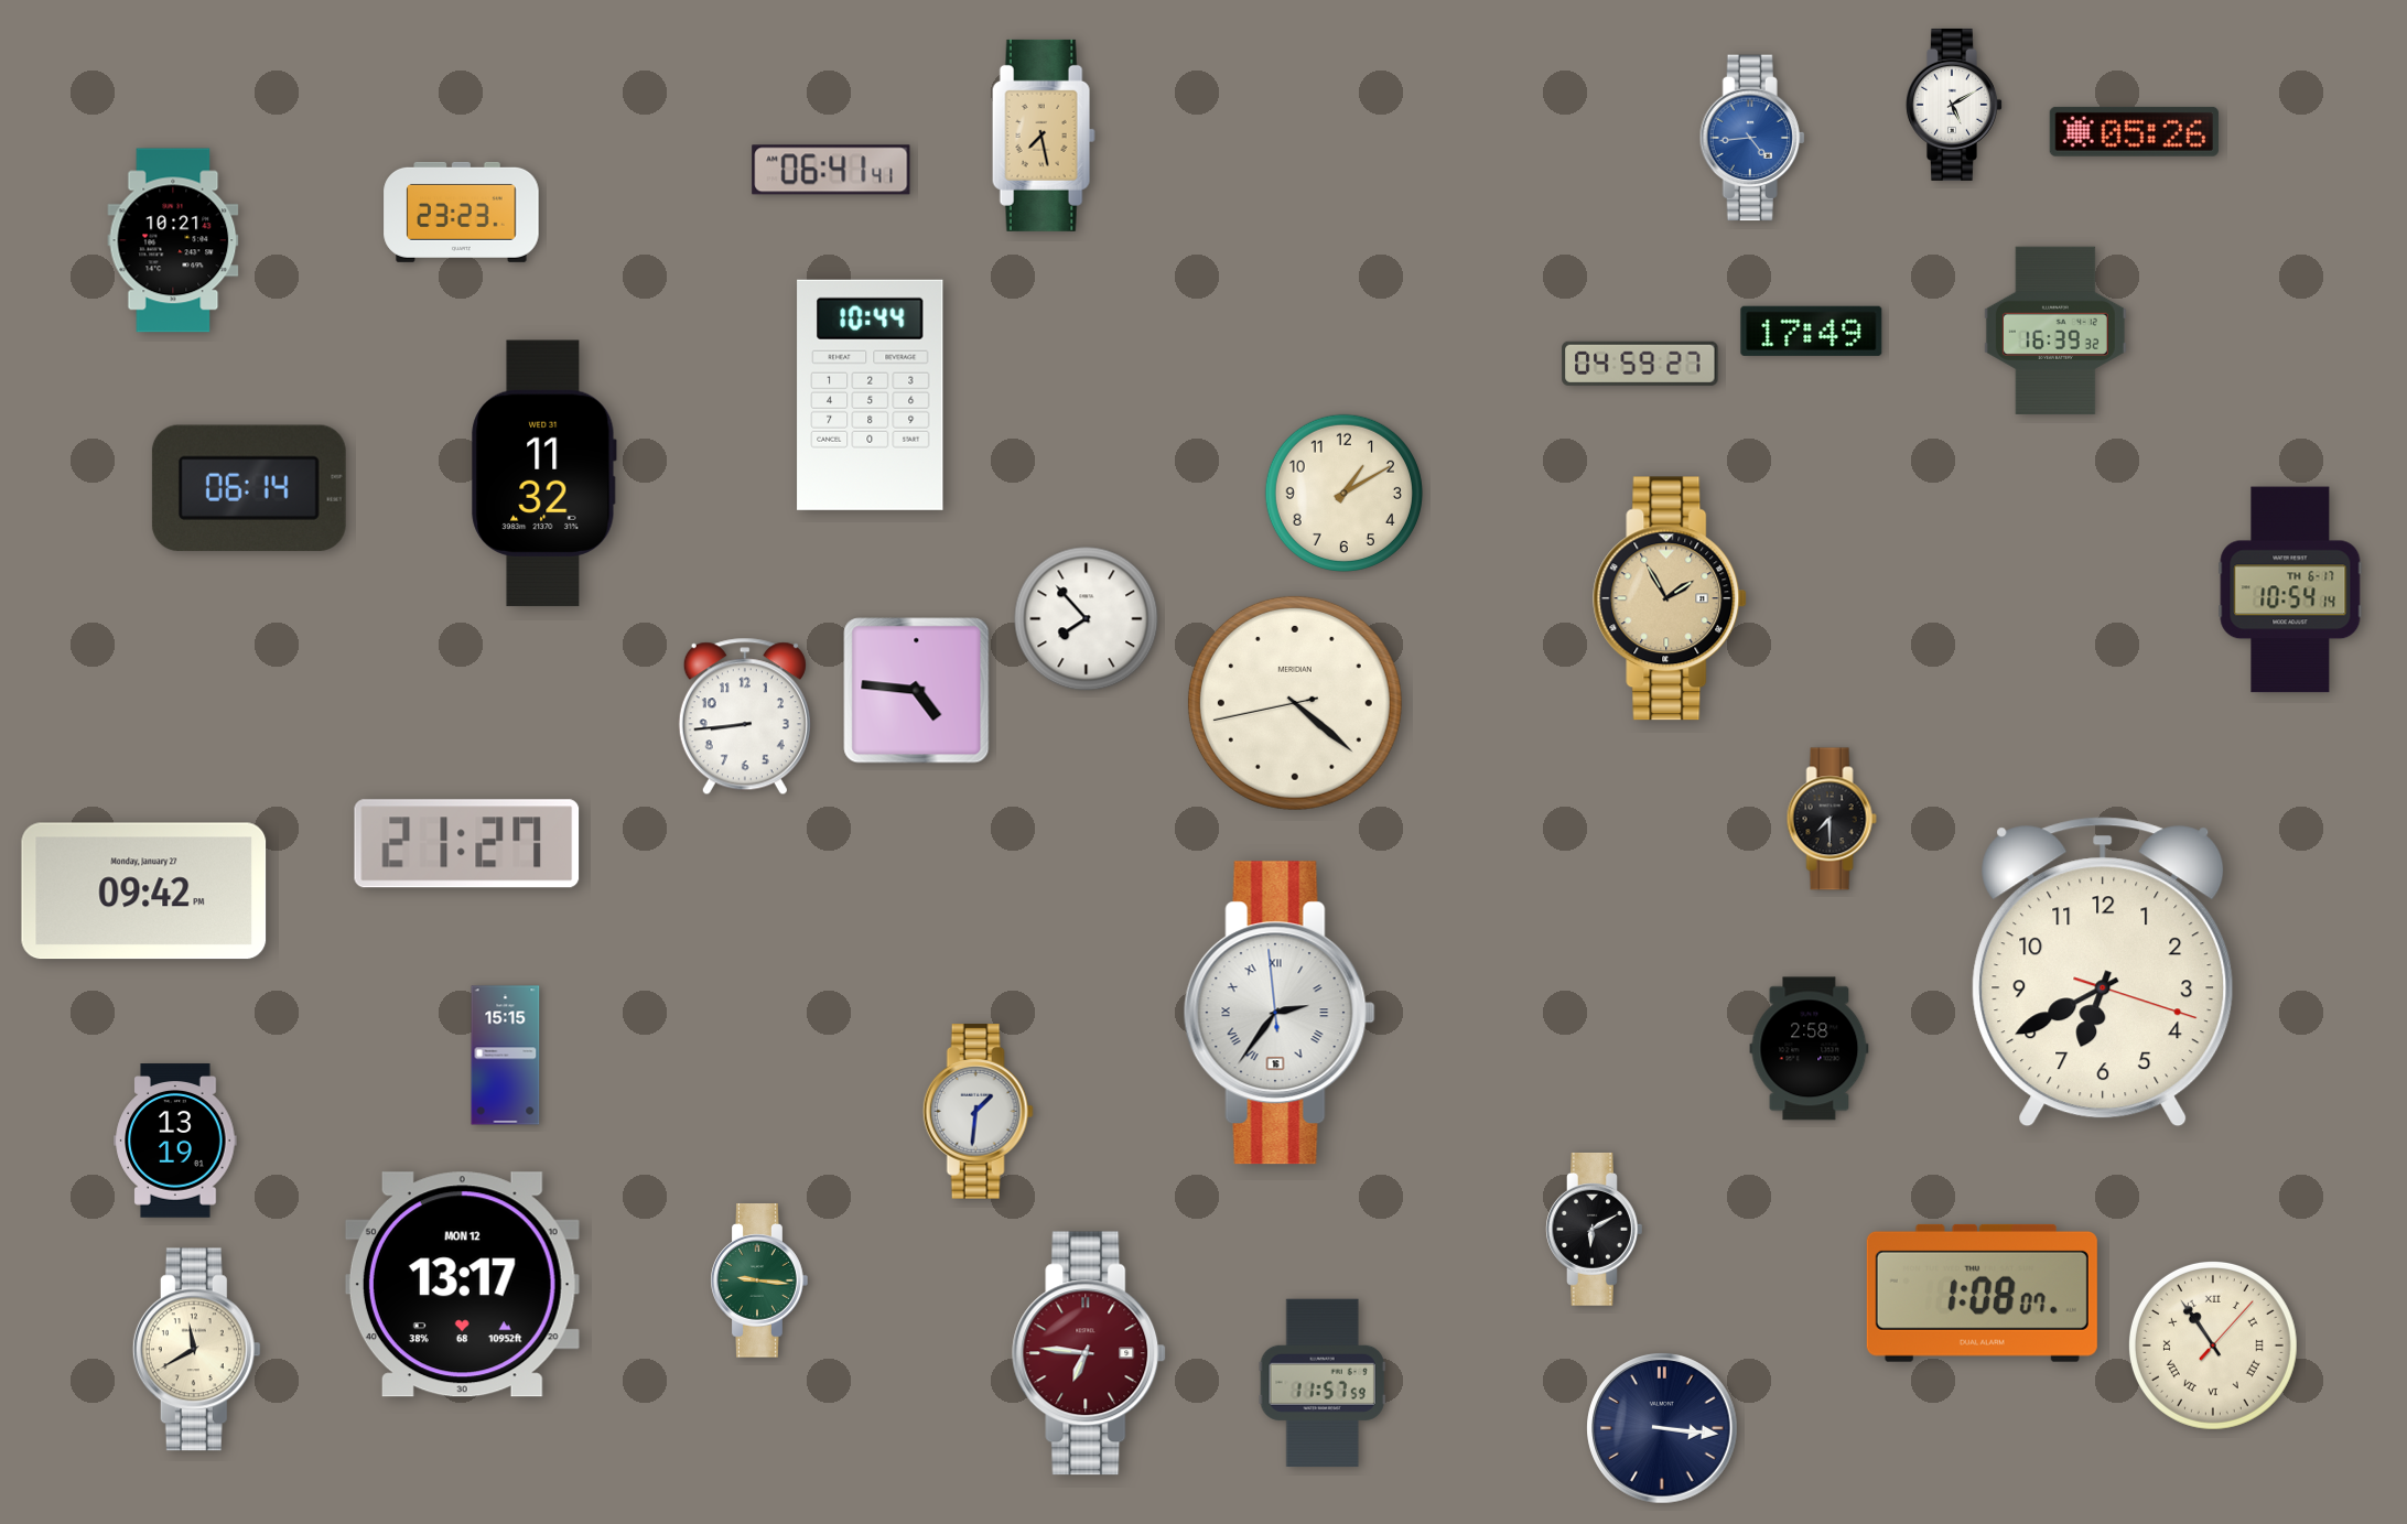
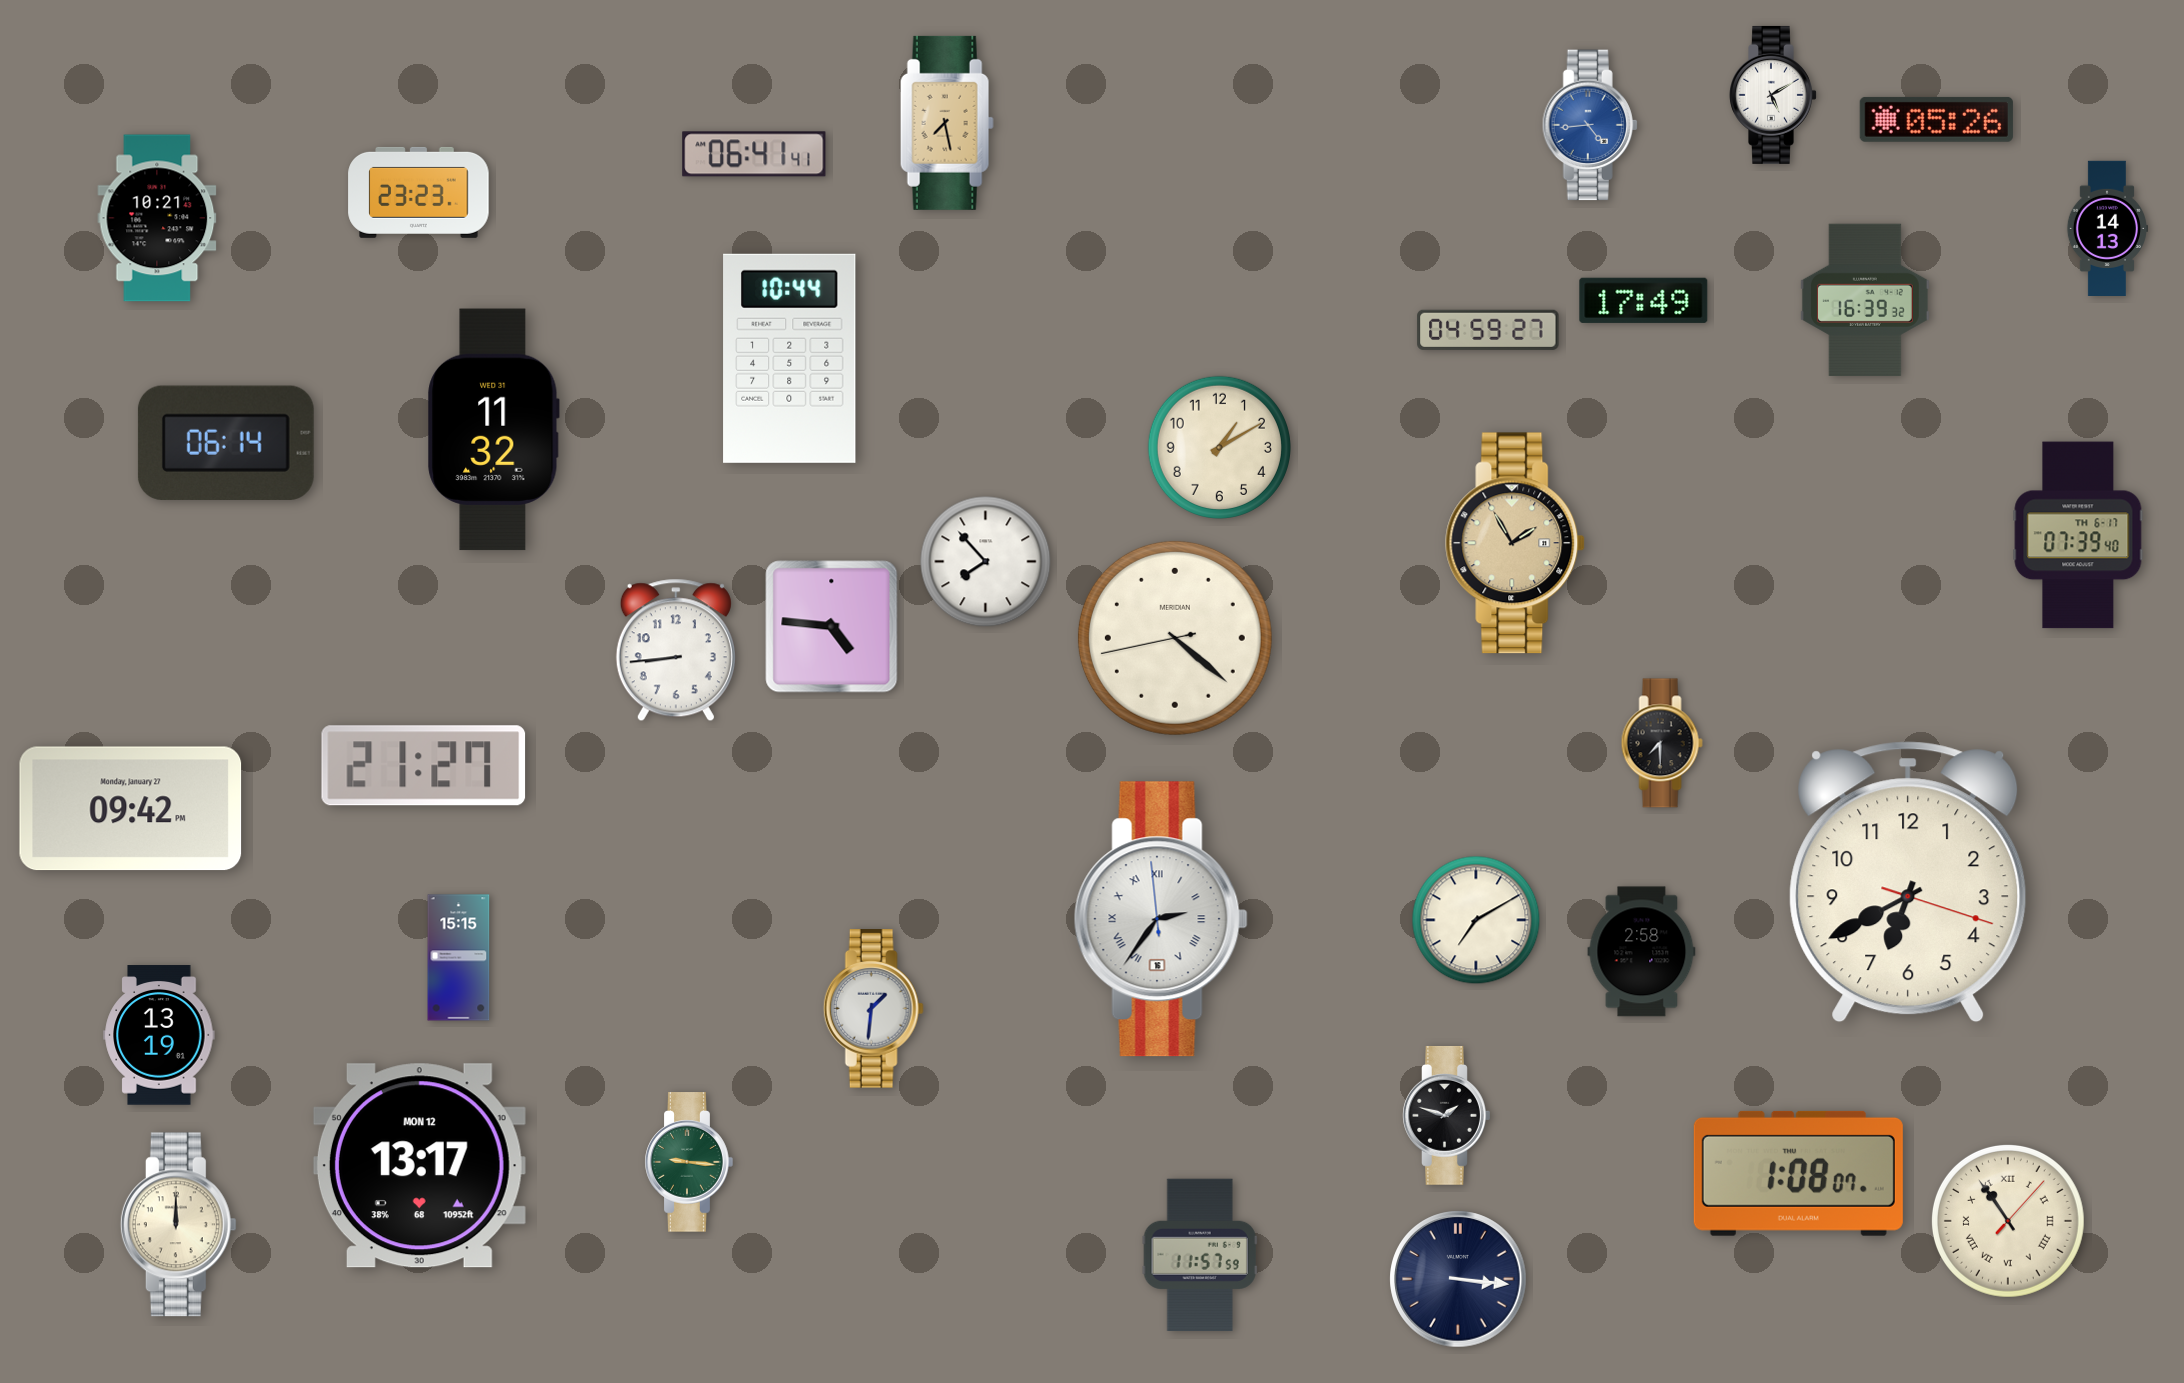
clock at (2106, 228): none -> 14:13
clock at (2290, 590): 10:54 -> 07:39
clock at (1476, 920): none -> 7:10
clock at (978, 1112) position: (978, 1112) -> (873, 1009)
clock at (1595, 1229): 6:10 -> 1:48
clock at (196, 1350): 11:40 -> 12:00
clock at (1090, 1353): 6:46 -> none
clock at (1662, 1428) position: (1662, 1428) -> (1458, 1279)
